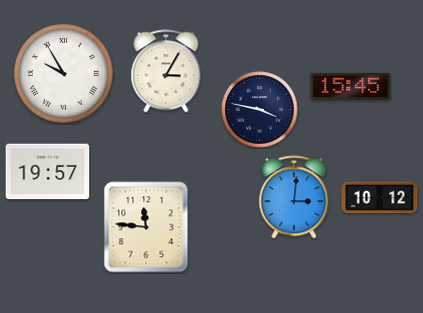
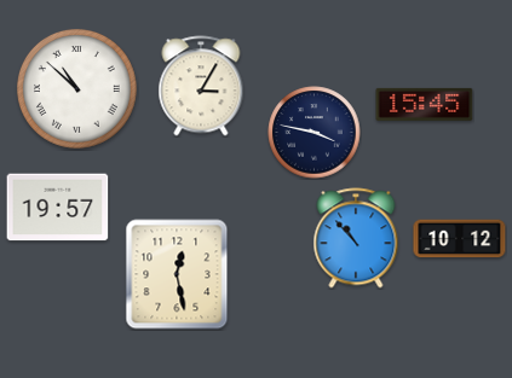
clock at (63, 73): 9:55 -> 10:52
clock at (294, 197): 3:01 -> 10:53
clock at (146, 227): 11:46 -> 12:28
